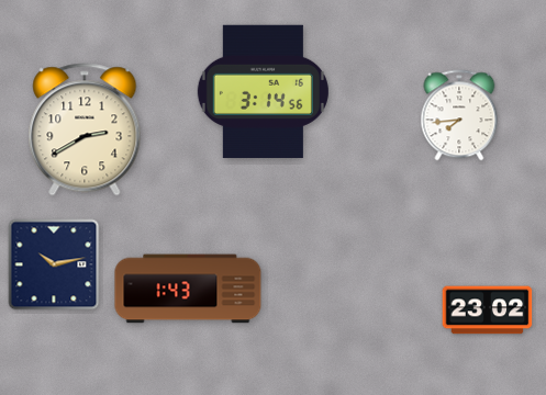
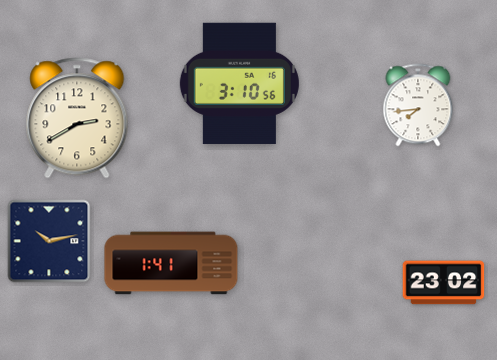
clock at (263, 91): 3:14 -> 3:10
clock at (188, 289): 1:43 -> 1:41
